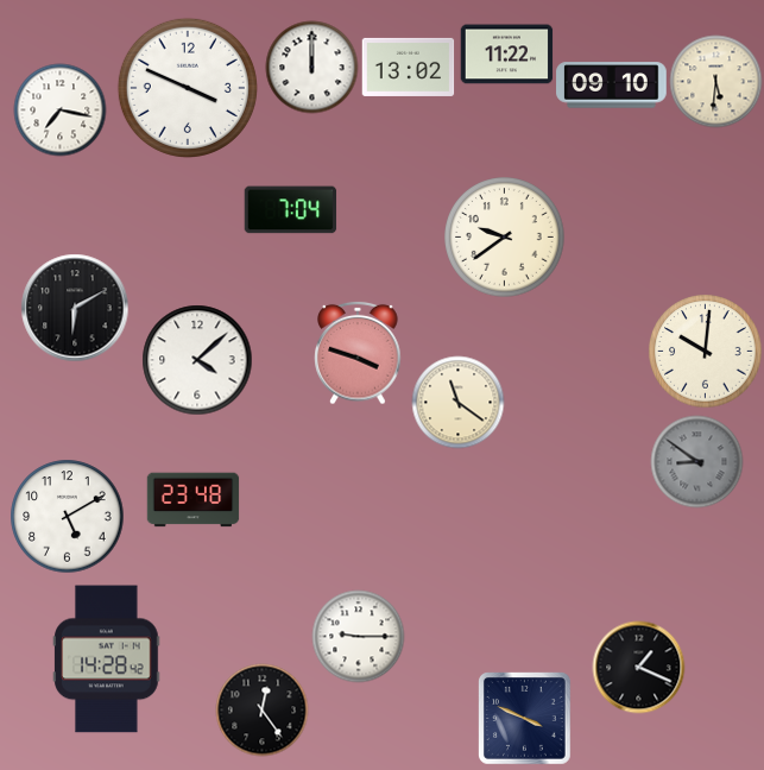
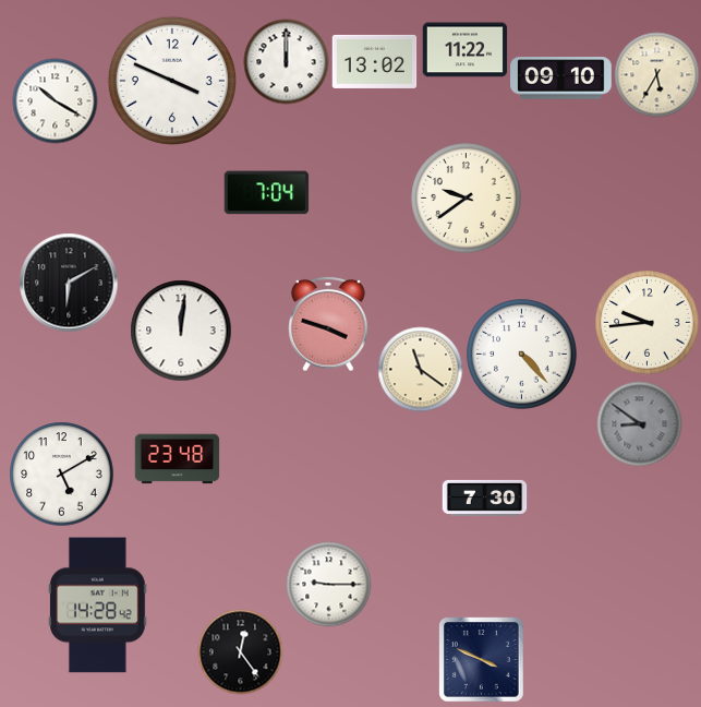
clock at (715, 81): 5:31 -> 5:35
clock at (59, 109): 7:17 -> 10:20
clock at (505, 238) position: (505, 238) -> (467, 199)
clock at (705, 351): 10:01 -> 9:44
clock at (197, 360): 4:08 -> 12:01
clock at (522, 355): none -> 4:23
clock at (484, 498): none -> 7:30
clock at (638, 667): 1:19 -> none
